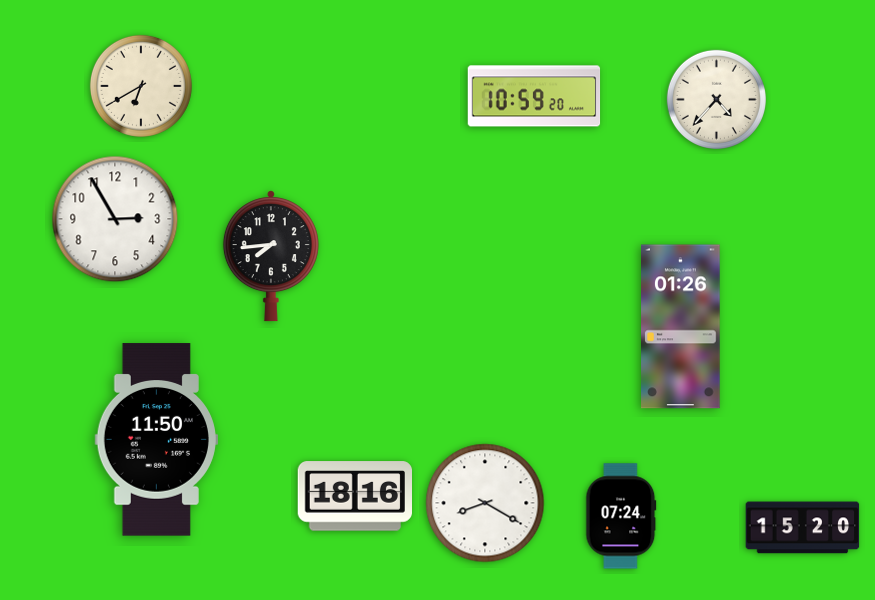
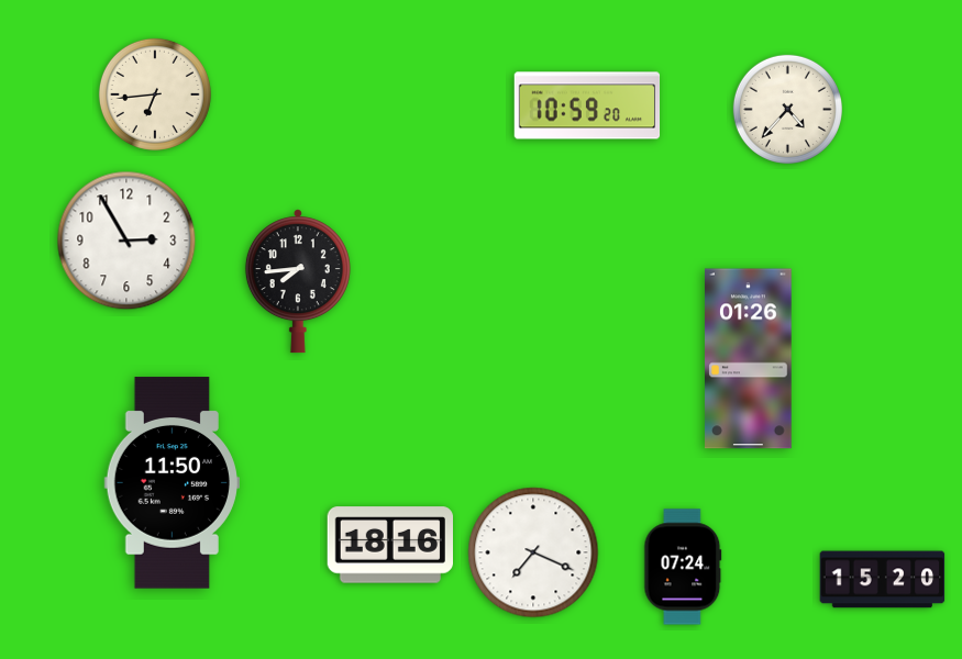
clock at (141, 86): 6:40 -> 6:44
clock at (485, 503): 8:20 -> 7:19
